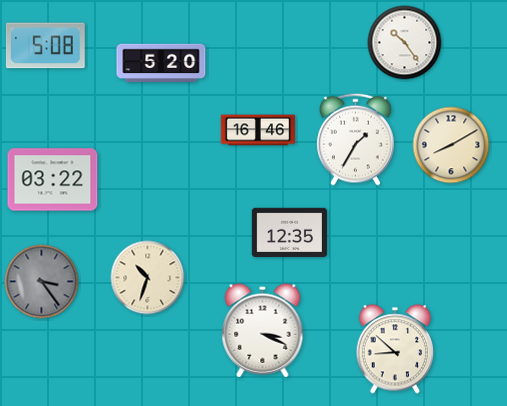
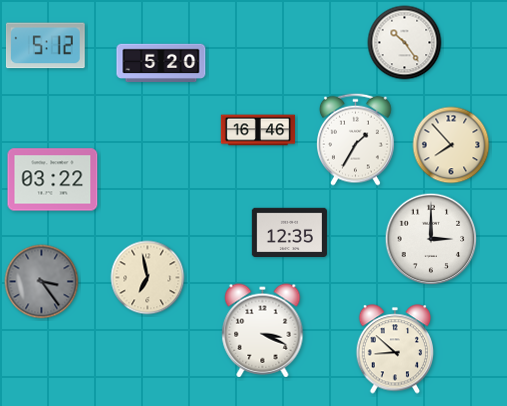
clock at (45, 46): 5:08 -> 5:12
clock at (451, 145): 8:10 -> 7:53
clock at (431, 239): none -> 3:00
clock at (148, 278): 10:33 -> 6:58
